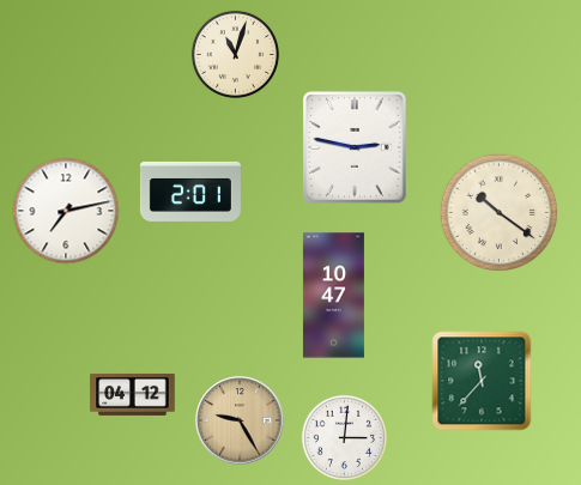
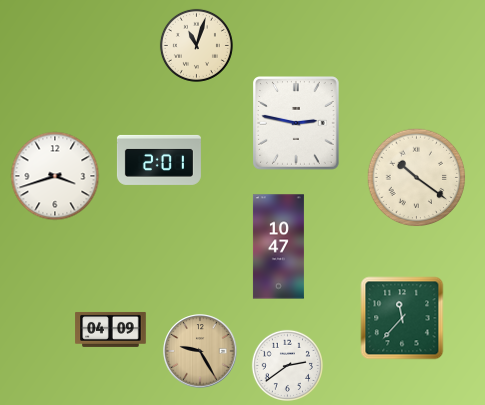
clock at (66, 211): 7:13 -> 3:42
clock at (133, 394): 04:12 -> 04:09
clock at (344, 437): 3:01 -> 2:39
